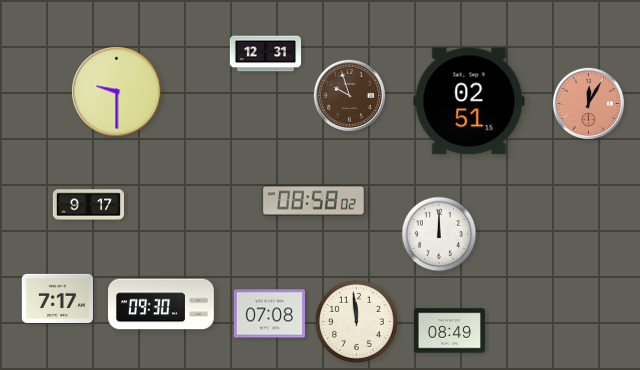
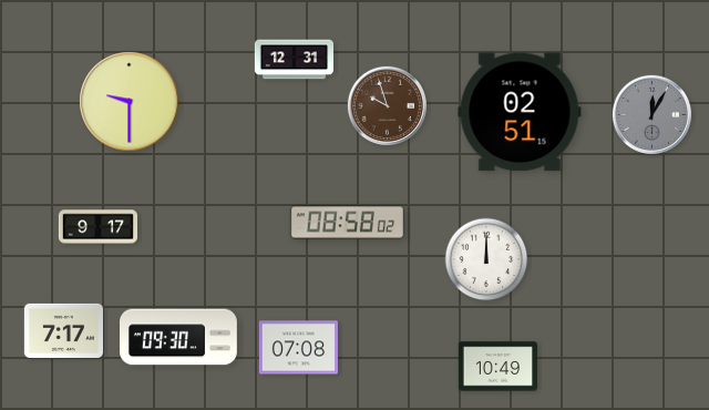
clock at (588, 103) dial: salmon -> grey
clock at (356, 321): 11:59 -> none
clock at (449, 331): 08:49 -> 10:49
